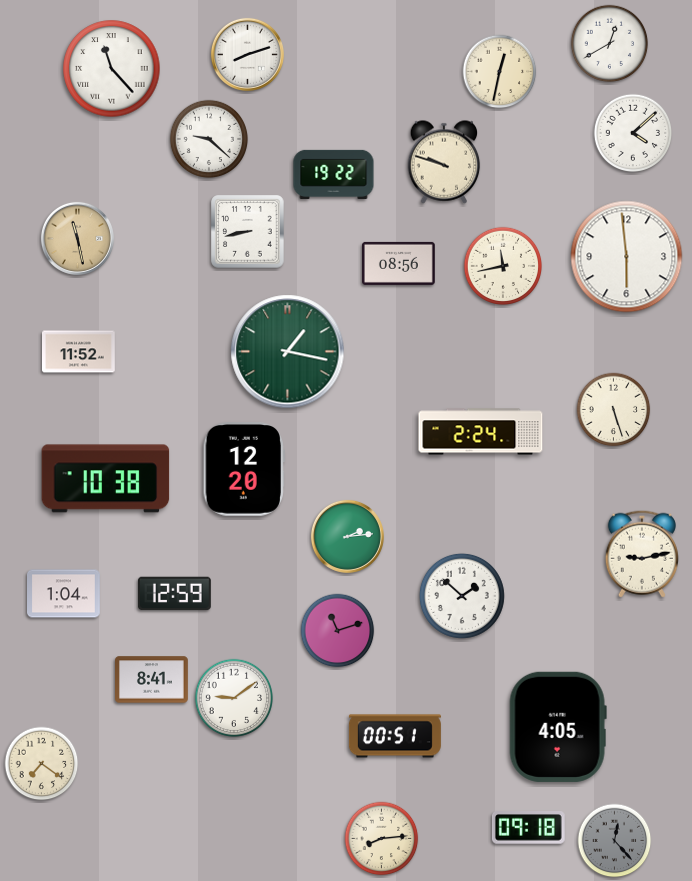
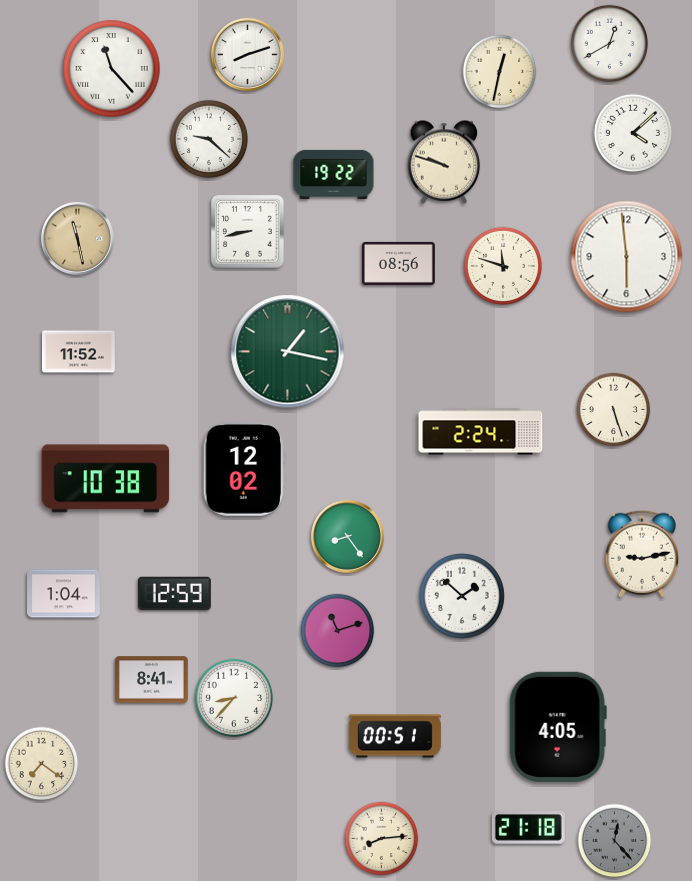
clock at (503, 266): 11:43 -> 11:48
clock at (243, 470): 12:20 -> 12:02
clock at (347, 536): 2:14 -> 8:24
clock at (234, 698): 9:09 -> 8:37
clock at (528, 828): 09:18 -> 21:18
